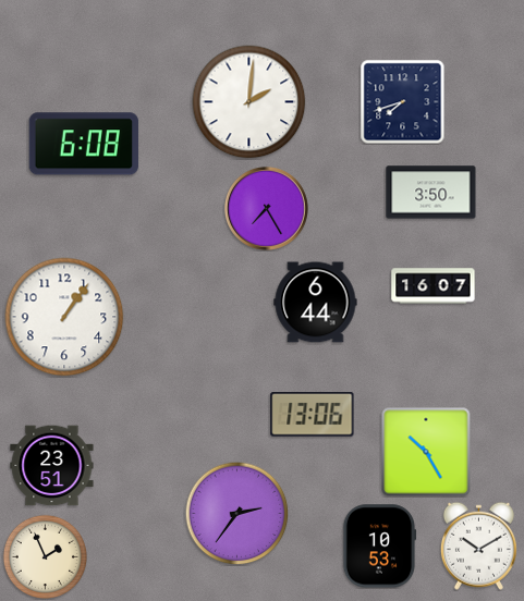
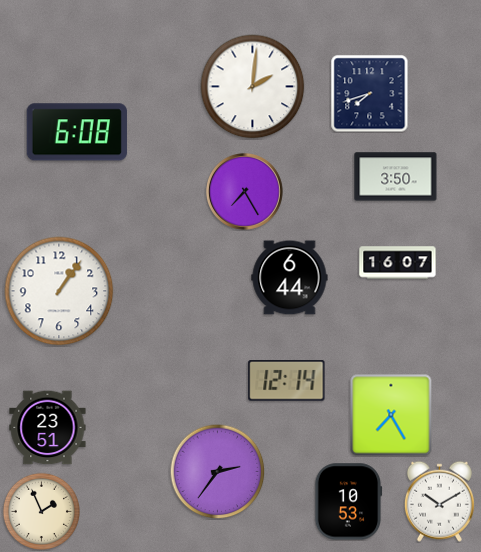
clock at (249, 102) position: (249, 102) -> (253, 87)
clock at (313, 415): 13:06 -> 12:14
clock at (426, 452): 10:25 -> 7:25
